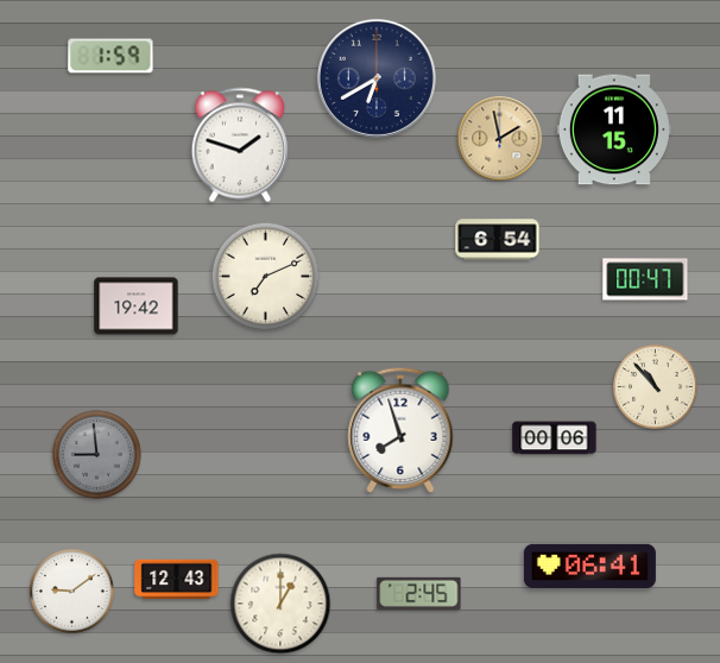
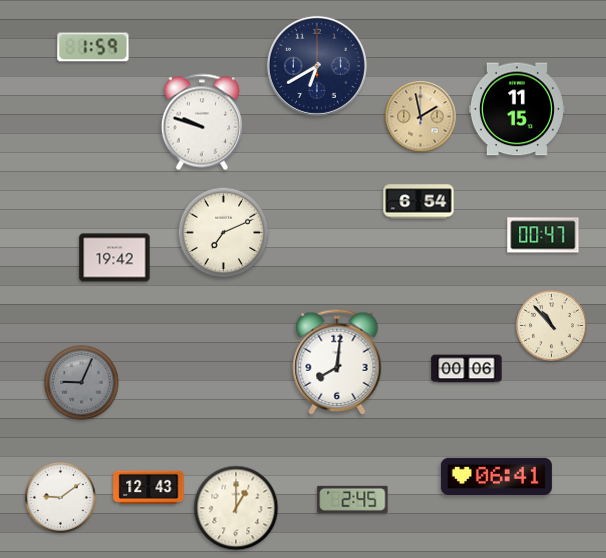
clock at (240, 145): 1:48 -> 9:48
clock at (400, 430): 7:57 -> 8:01
clock at (97, 455): 8:59 -> 9:04
